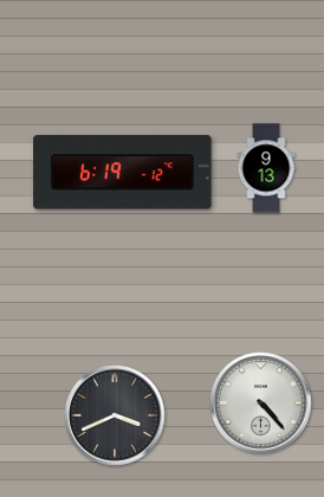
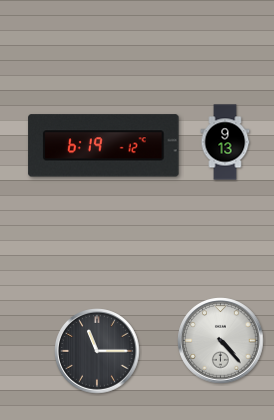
clock at (115, 415): 3:41 -> 11:15
